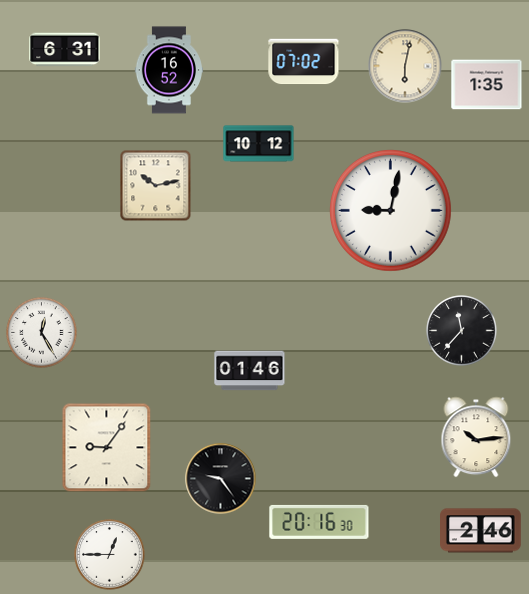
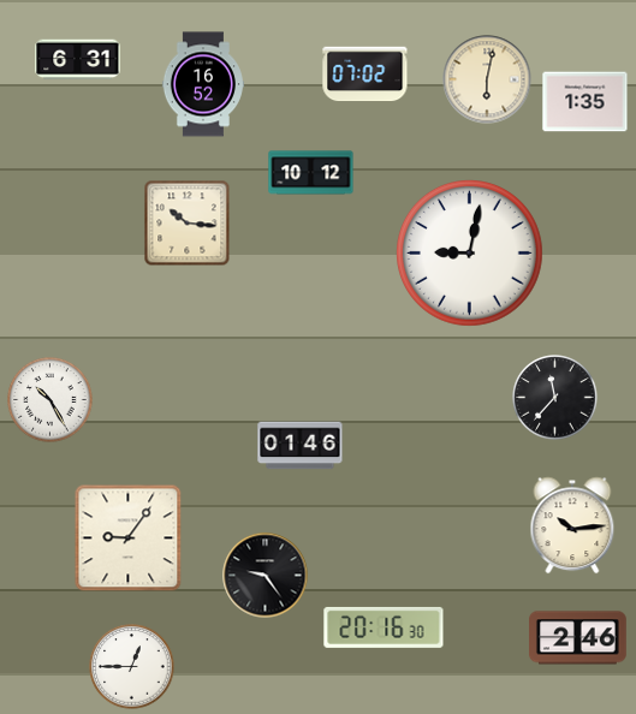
clock at (156, 186): 10:13 -> 10:16
clock at (42, 333): 12:25 -> 10:25
